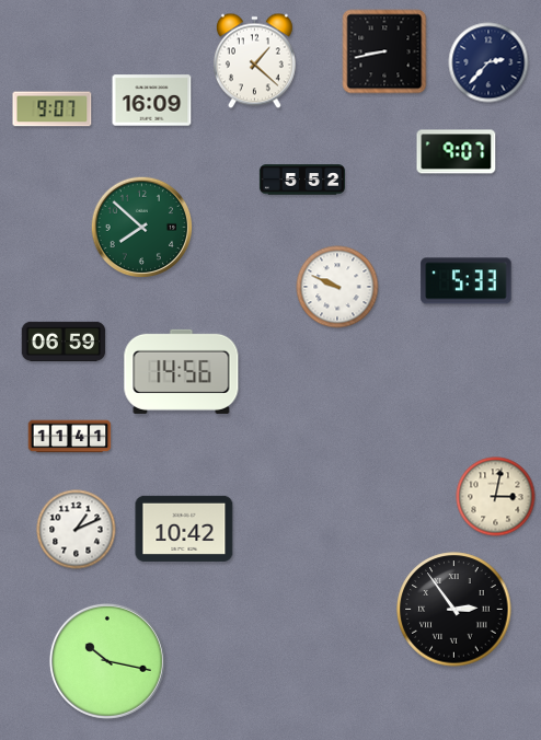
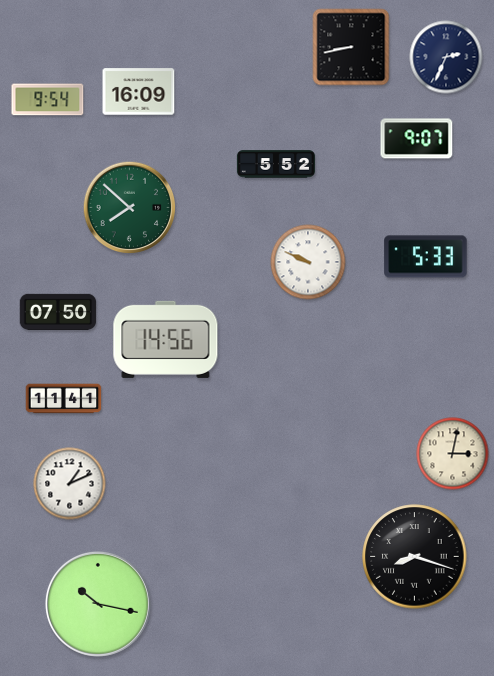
clock at (254, 61): 1:22 -> none
clock at (488, 62): 2:37 -> 2:34
clock at (53, 109): 9:07 -> 9:54
clock at (64, 340): 06:59 -> 07:50
clock at (184, 529): 10:42 -> none
clock at (454, 610): 2:54 -> 8:18
